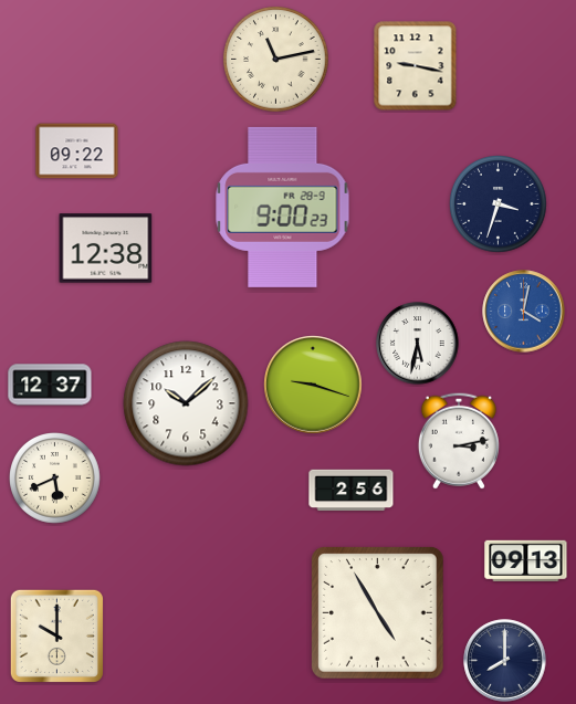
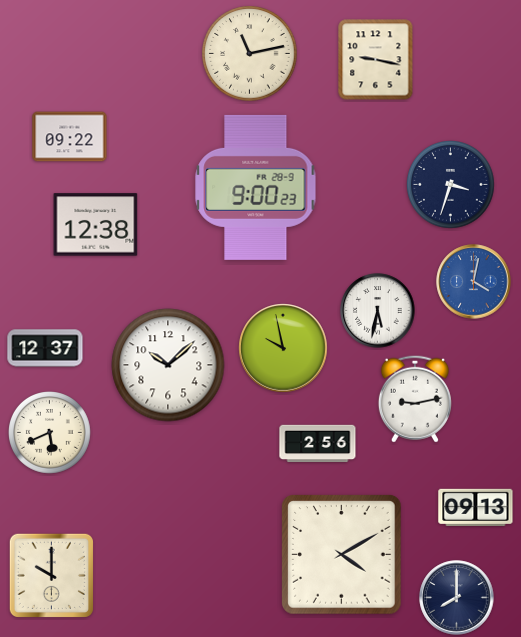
clock at (313, 385): 9:18 -> 9:58
clock at (459, 441): 3:13 -> 9:13
clock at (378, 613): 4:55 -> 4:10
